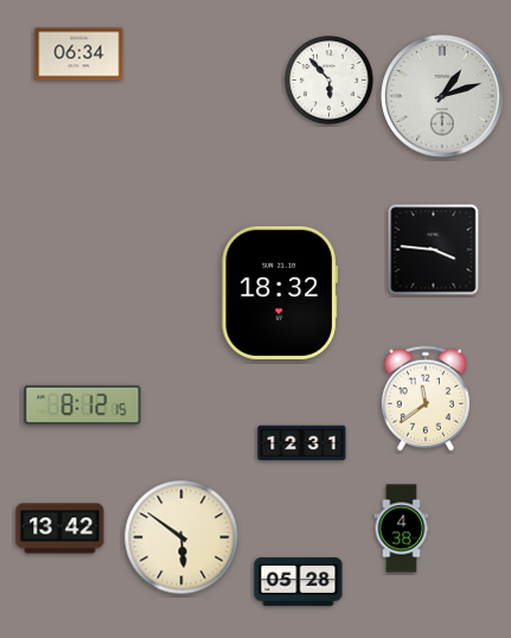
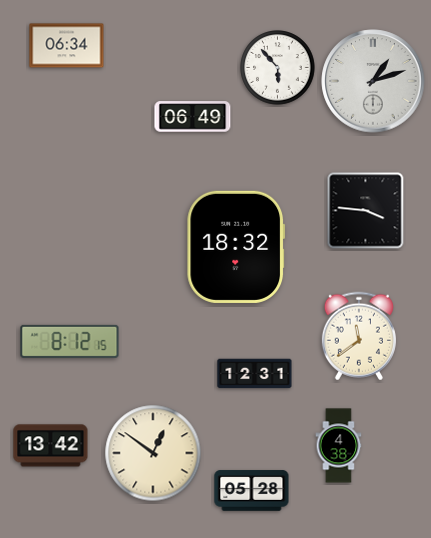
clock at (193, 117): none -> 06:49
clock at (181, 537): 5:51 -> 12:51
